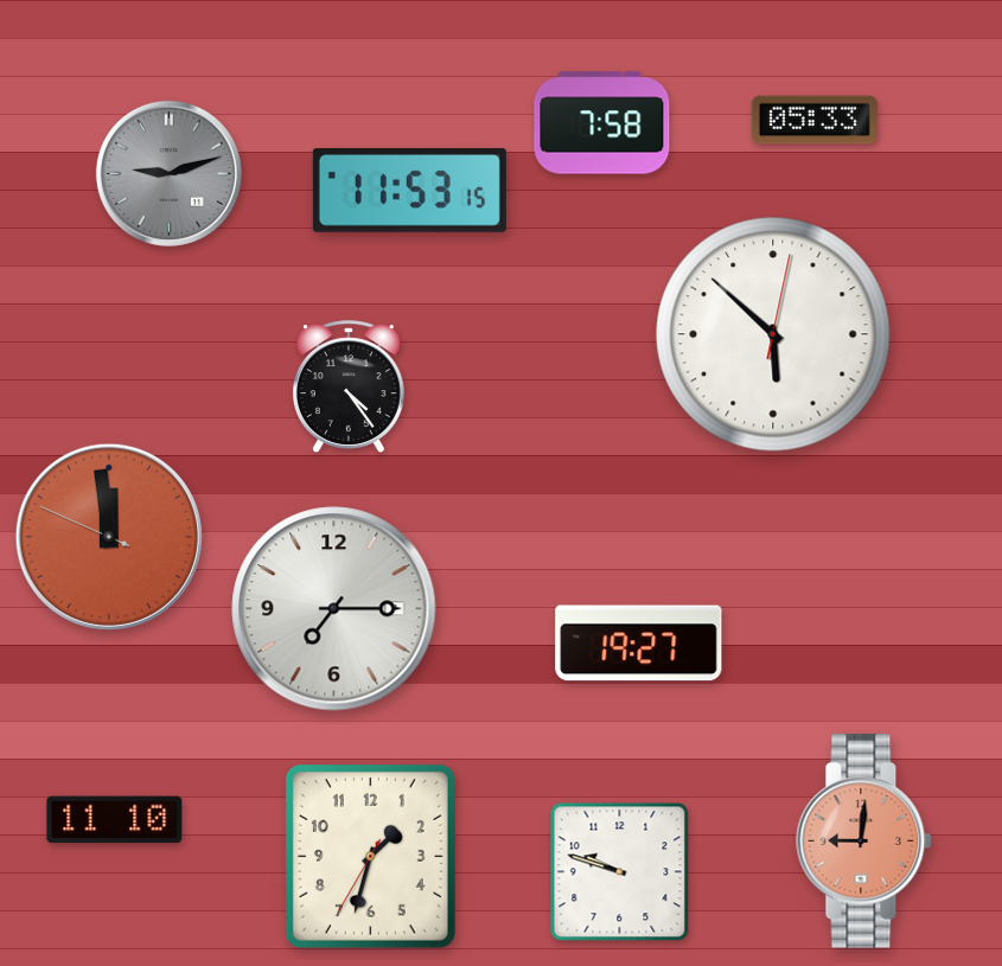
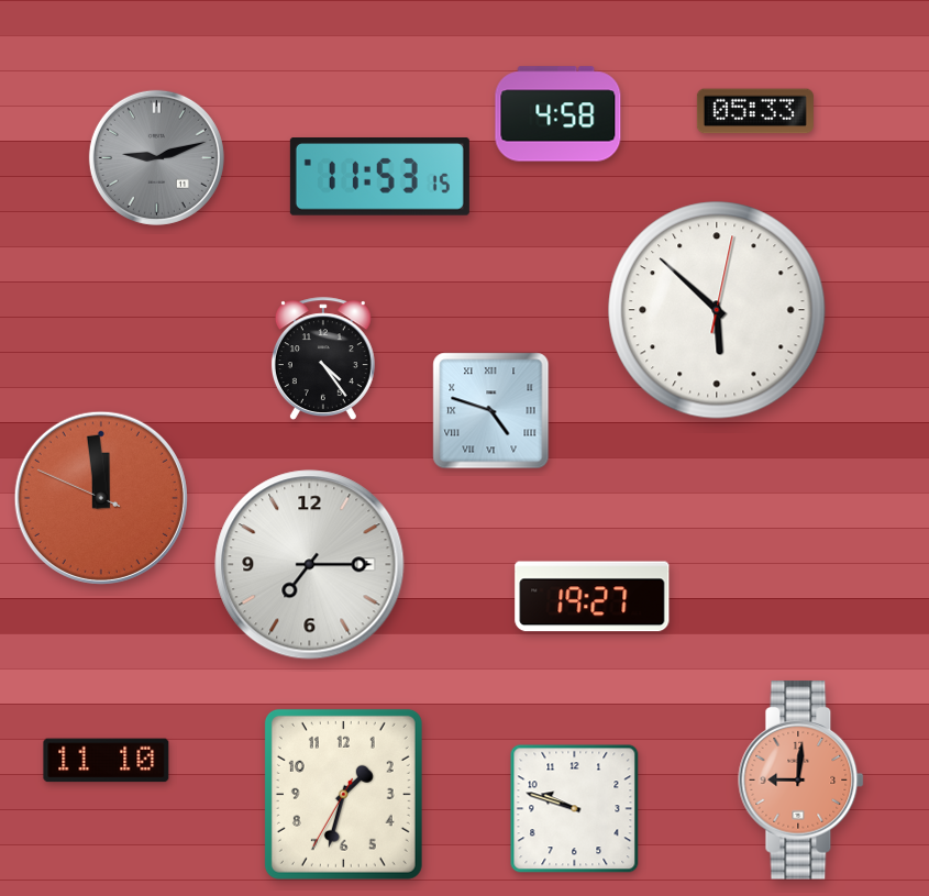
clock at (602, 123): 7:58 -> 4:58
clock at (168, 173) position: (168, 173) -> (156, 157)
clock at (491, 411): none -> 4:48
